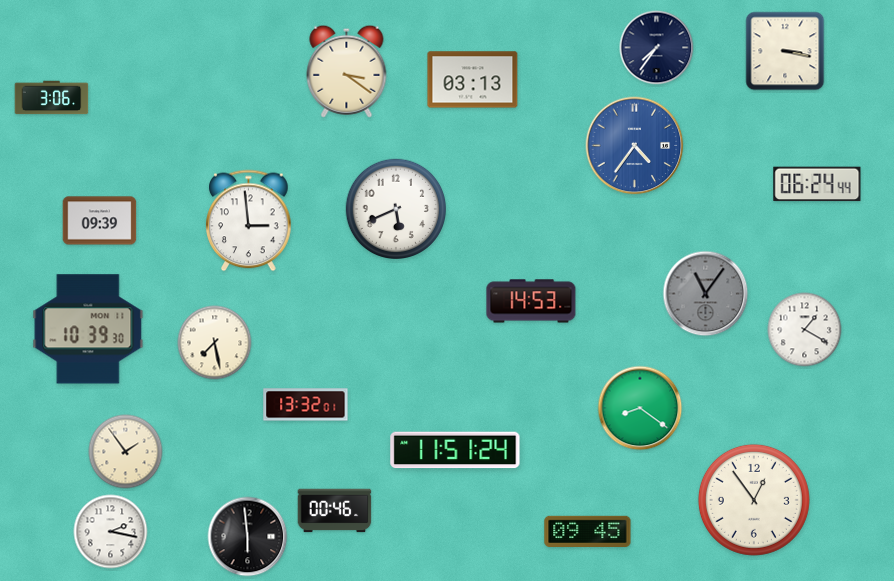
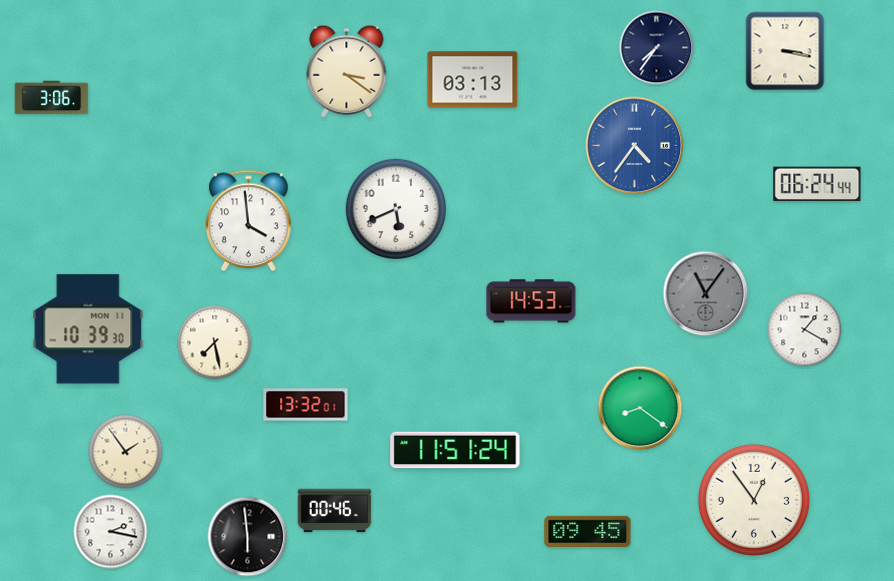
clock at (100, 221): 09:39 -> none
clock at (249, 221): 2:59 -> 3:59
